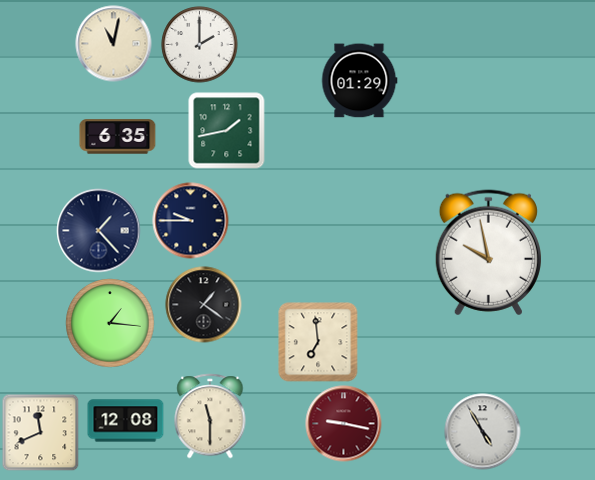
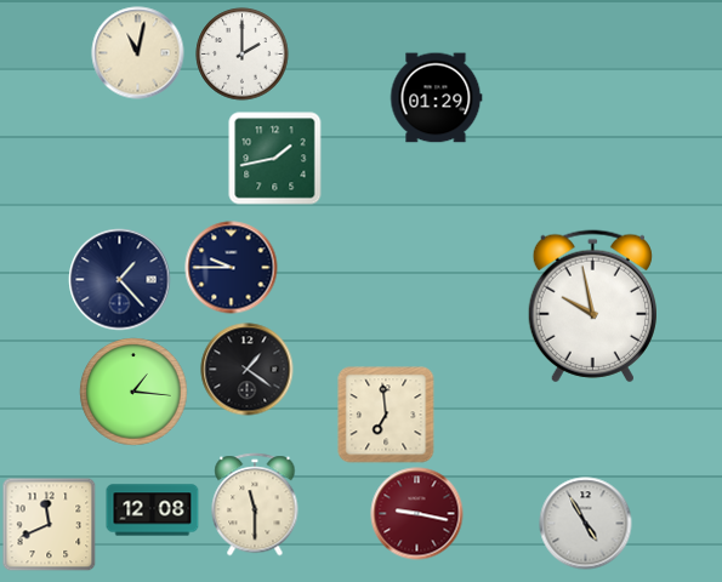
clock at (118, 137): 6:35 -> none
